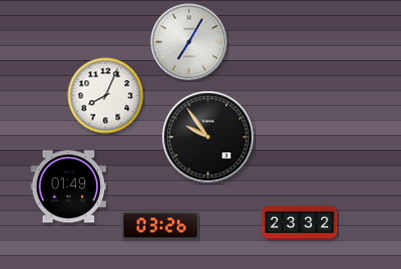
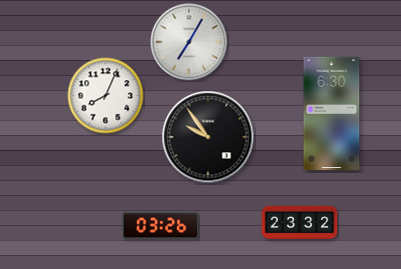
clock at (332, 114): none -> 6:30
clock at (69, 187): 01:49 -> none
